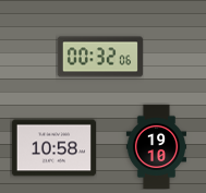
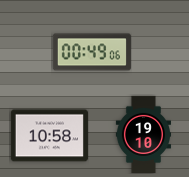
clock at (100, 57): 00:32 -> 00:49
